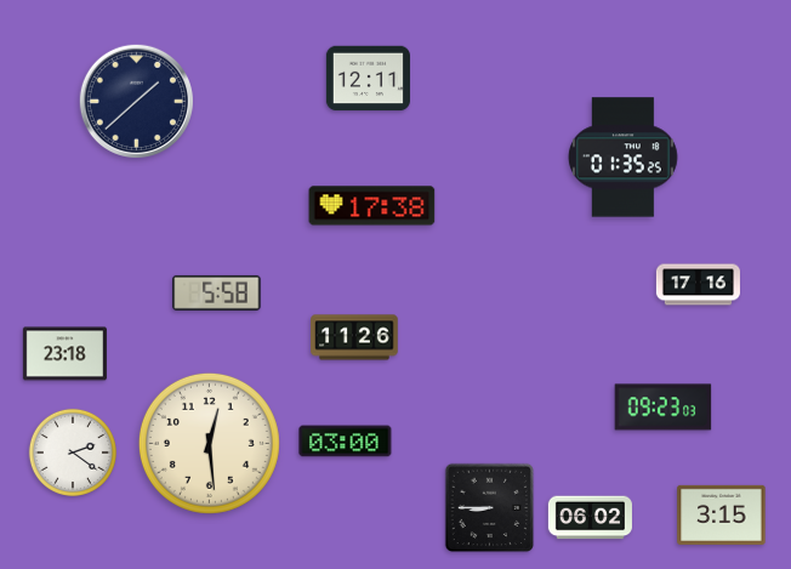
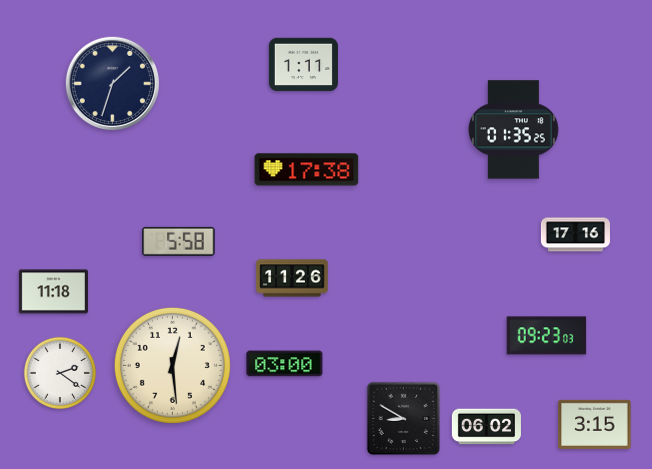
clock at (368, 79): 12:11 -> 1:11
clock at (136, 101): 1:38 -> 1:33
clock at (64, 354): 23:18 -> 11:18
clock at (490, 508): 8:45 -> 8:50
